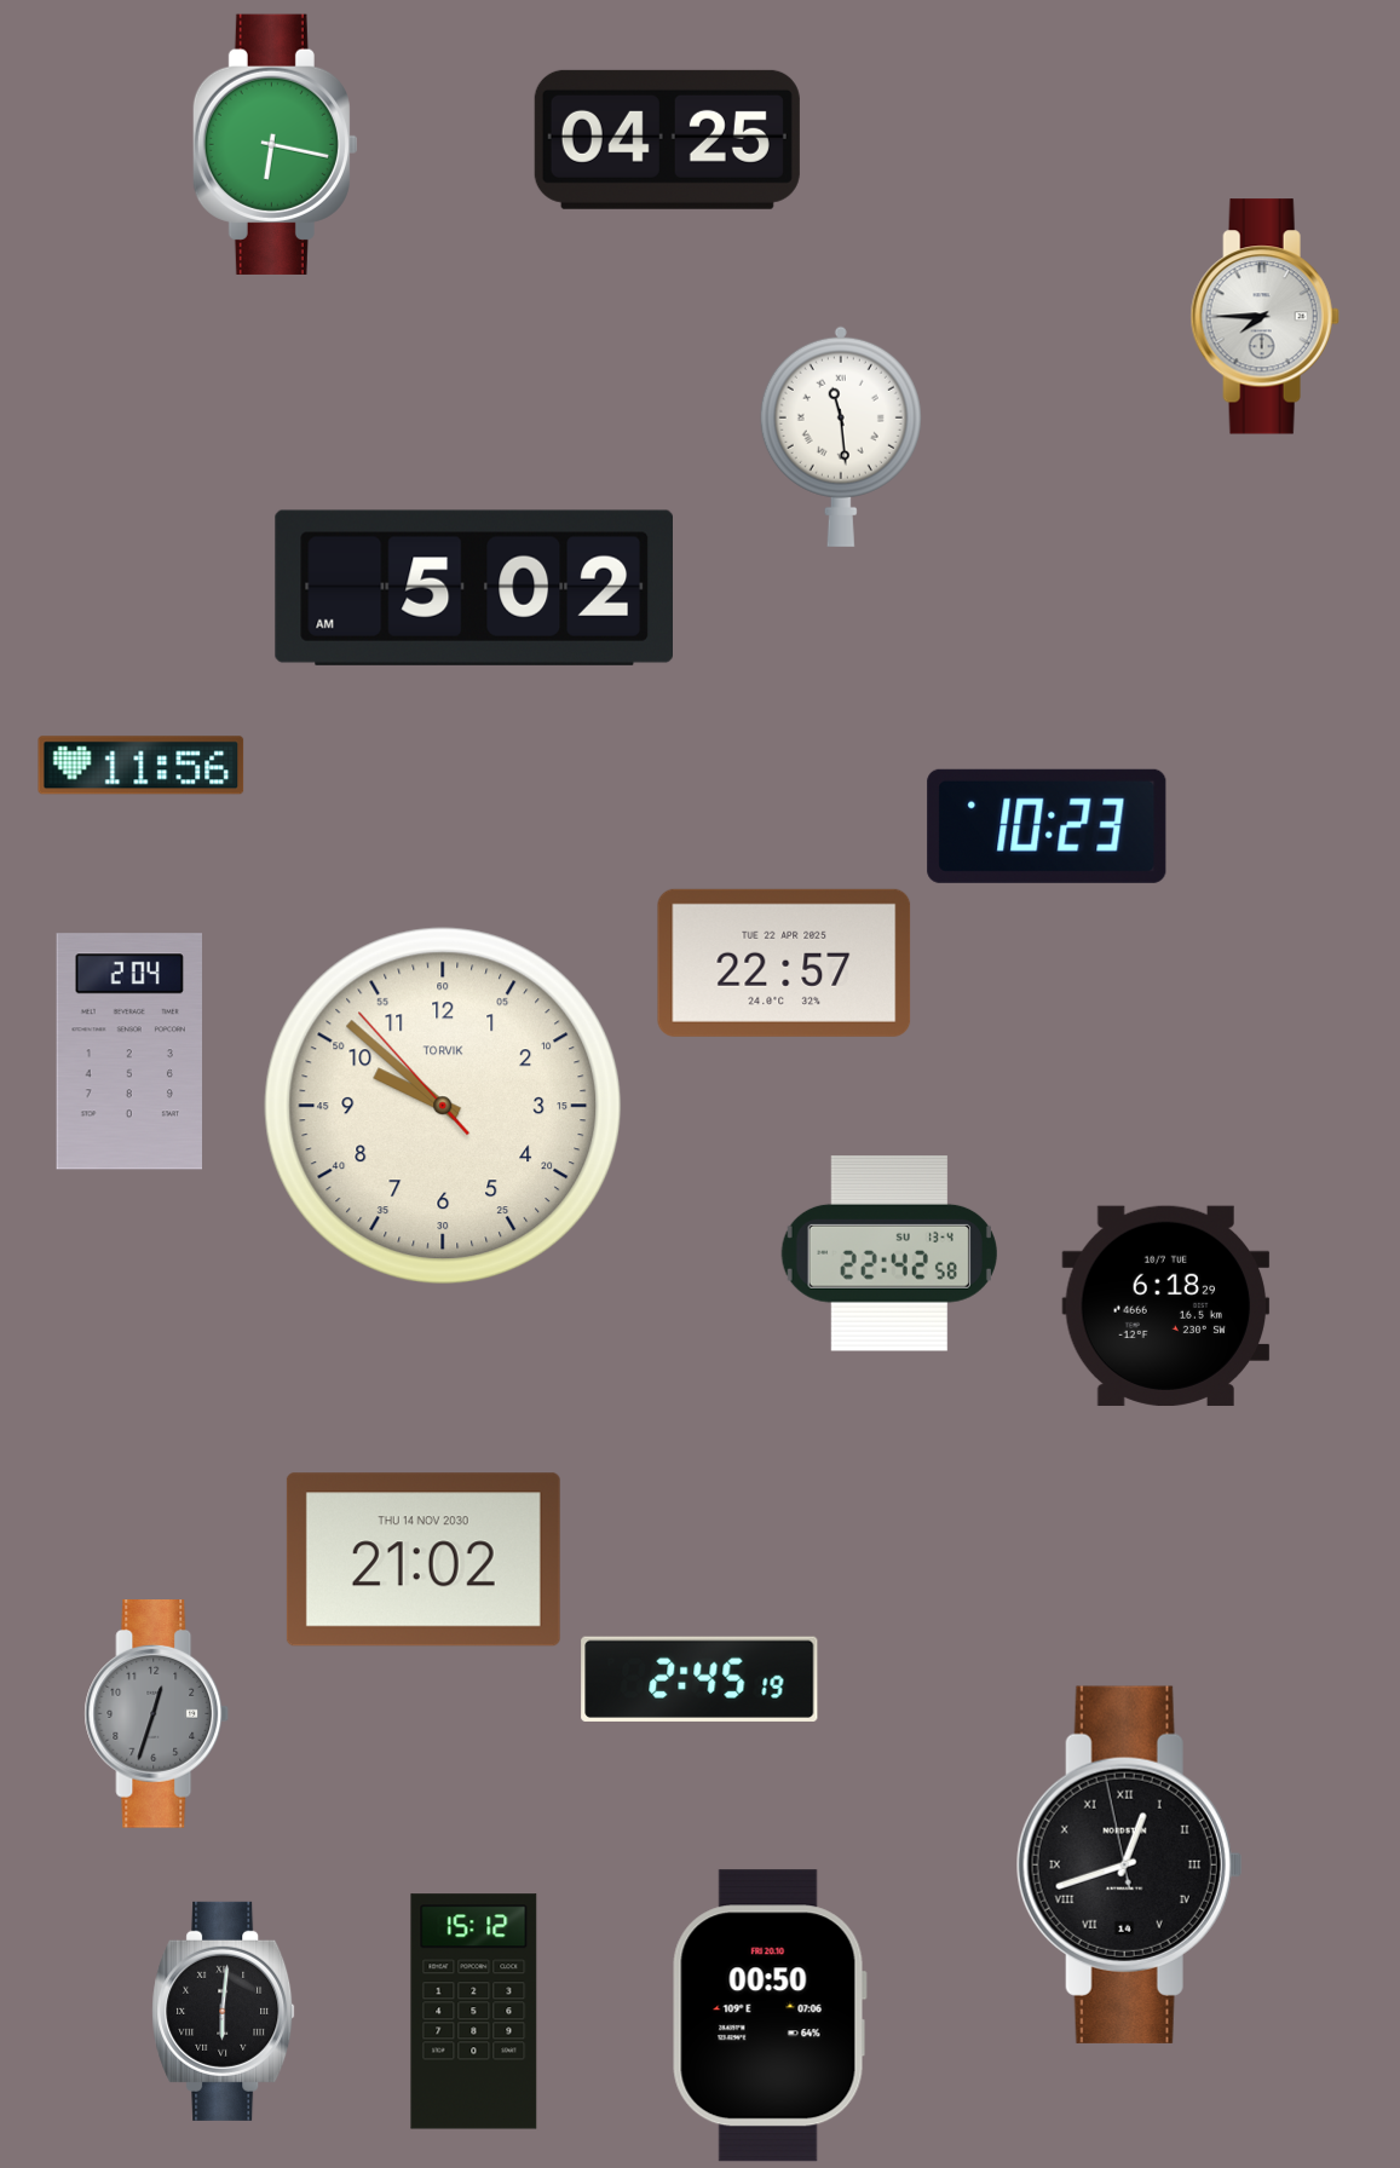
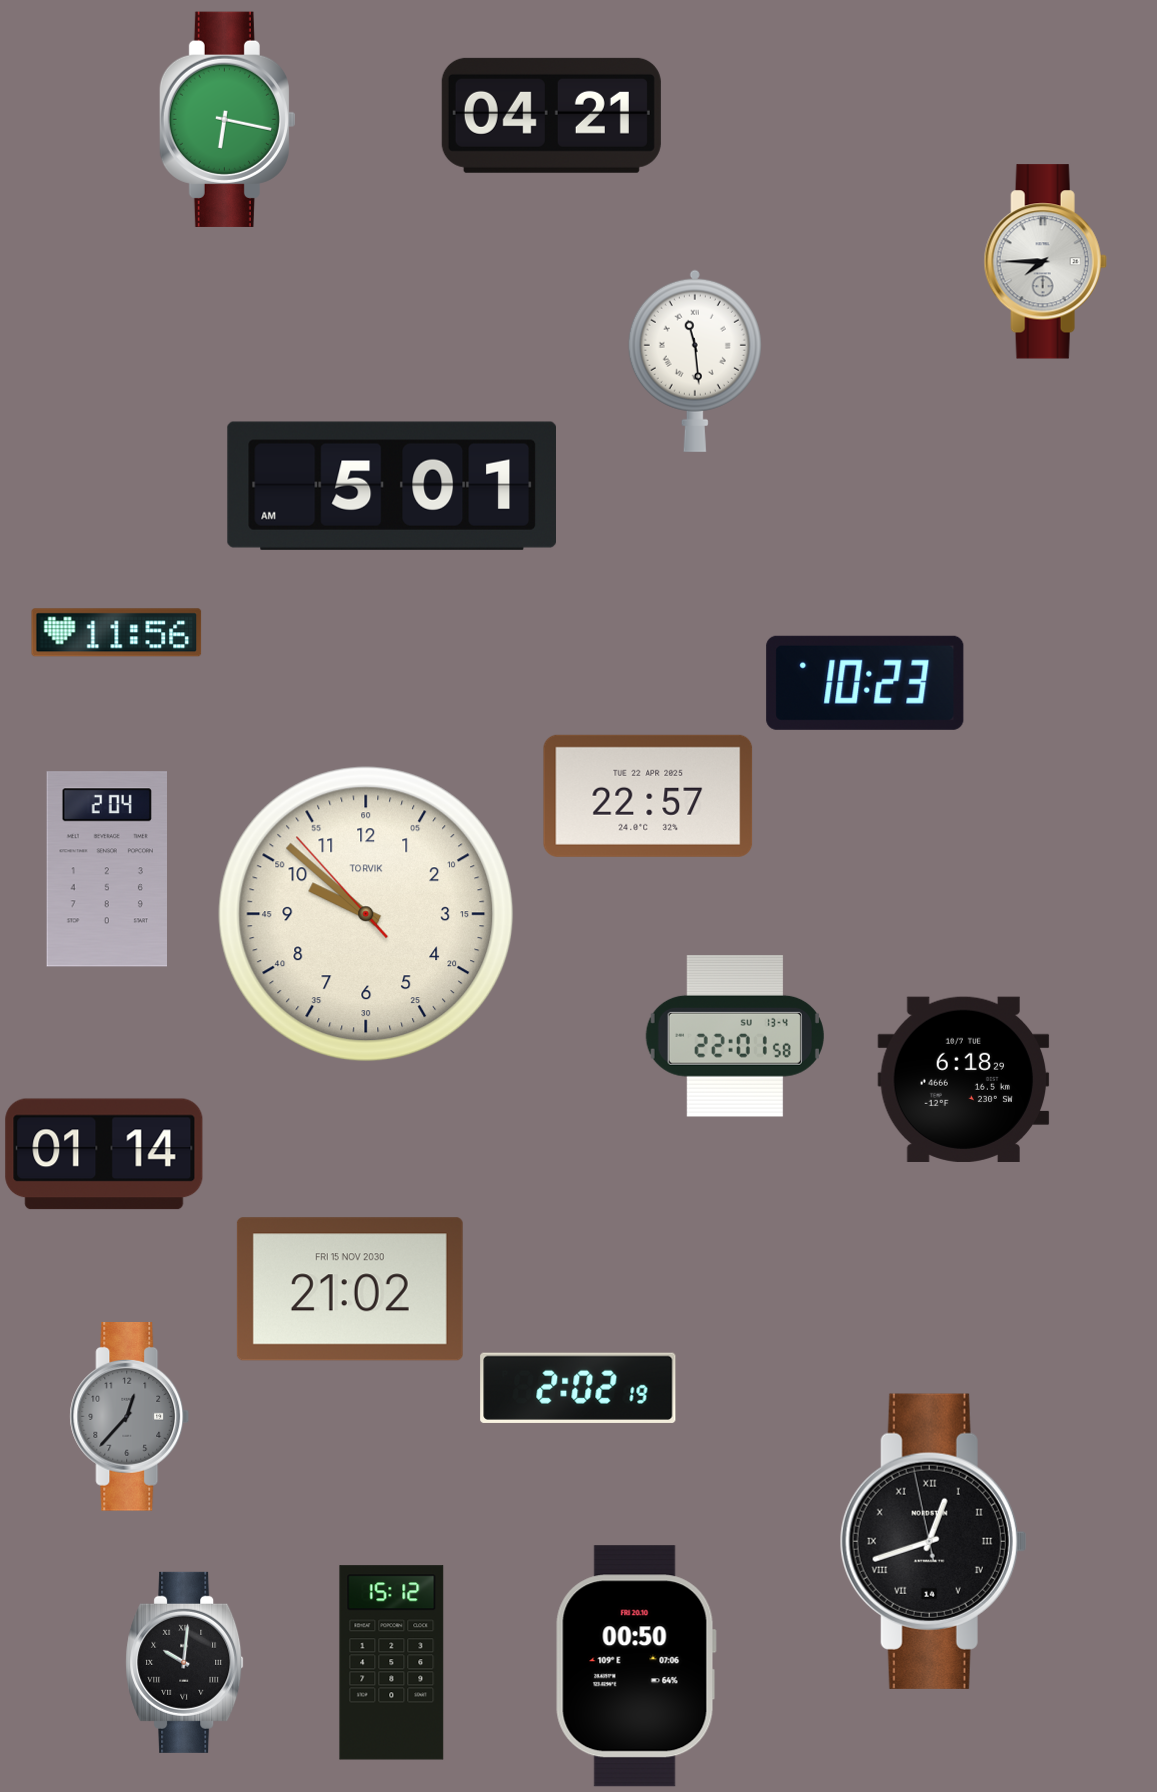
clock at (667, 139): 04:25 -> 04:21
clock at (473, 588): 5:02 -> 5:01
clock at (889, 1253): 22:42 -> 22:01
clock at (104, 1154): none -> 01:14
clock at (424, 1559) date: THU 14 NOV 2030 -> FRI 15 NOV 2030
clock at (699, 1679): 2:45 -> 2:02
clock at (157, 1714): 12:33 -> 12:37
clock at (224, 2011): 6:01 -> 10:01
